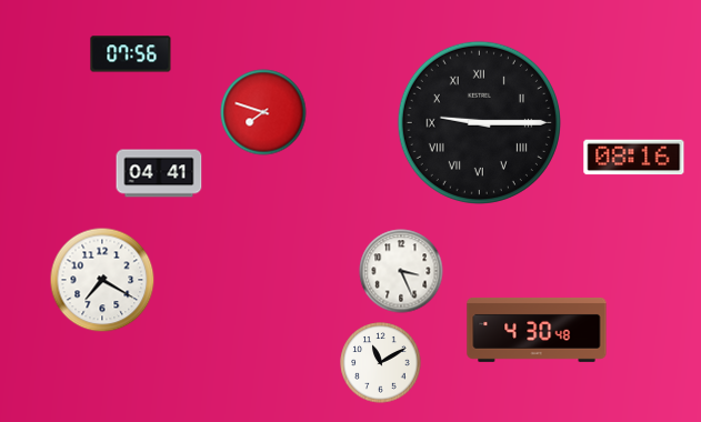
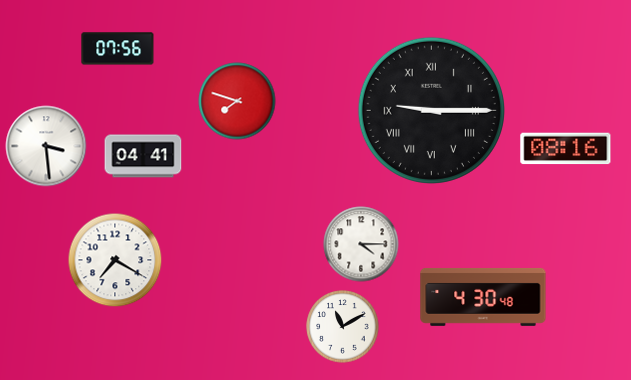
clock at (634, 158) position: (634, 158) -> (566, 149)
clock at (46, 146): none -> 3:29
clock at (401, 271): 3:26 -> 4:15
clock at (102, 280) position: (102, 280) -> (115, 260)
